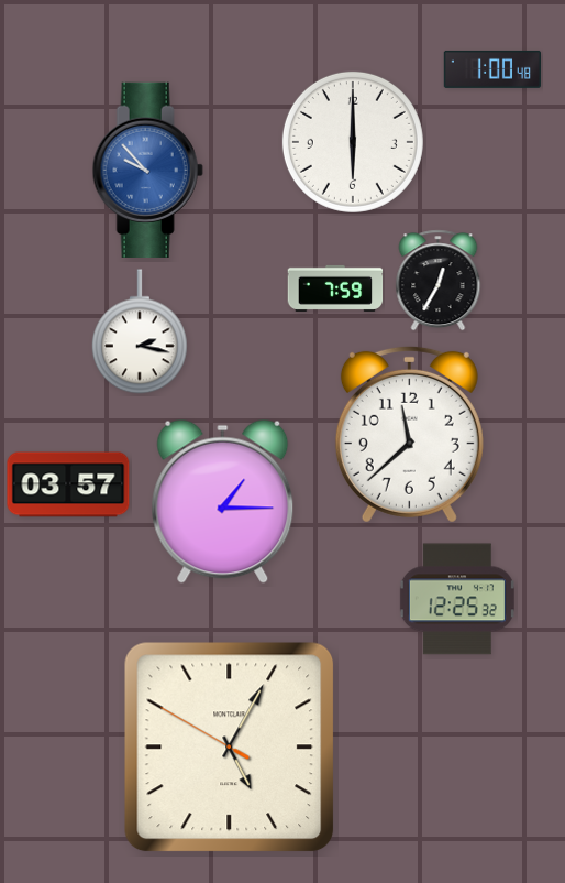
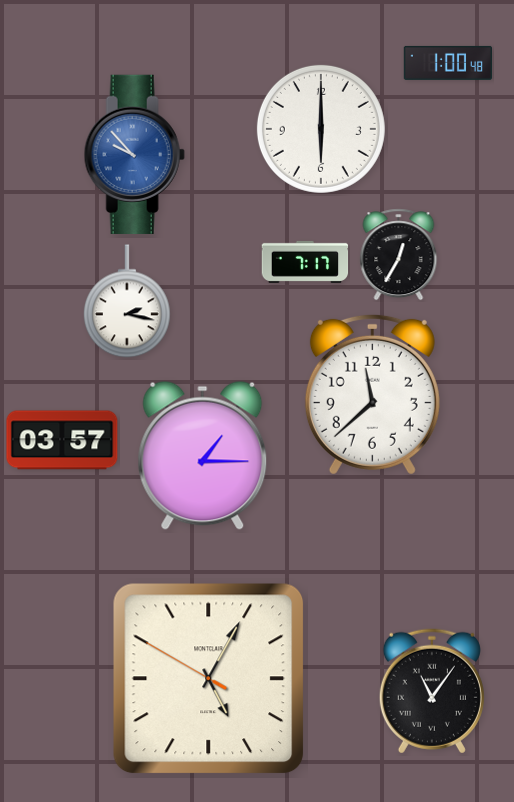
clock at (335, 288): 7:59 -> 7:17
clock at (457, 599): 12:25 -> none
clock at (432, 691): none -> 11:06
